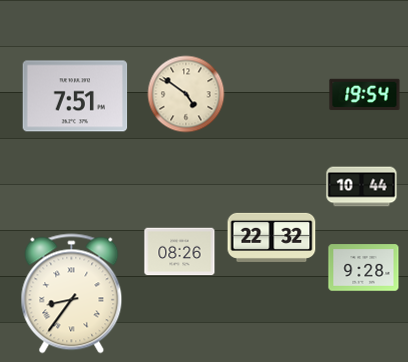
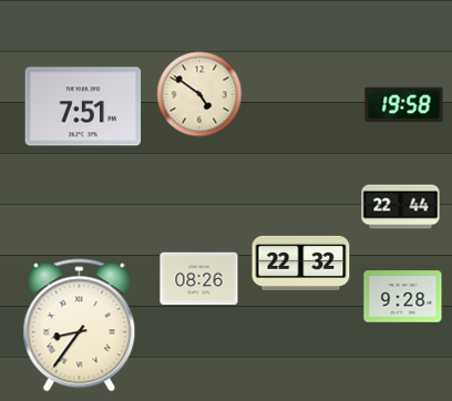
clock at (186, 94) position: (186, 94) -> (199, 94)
clock at (365, 95): 19:54 -> 19:58
clock at (362, 187): 10:44 -> 22:44
